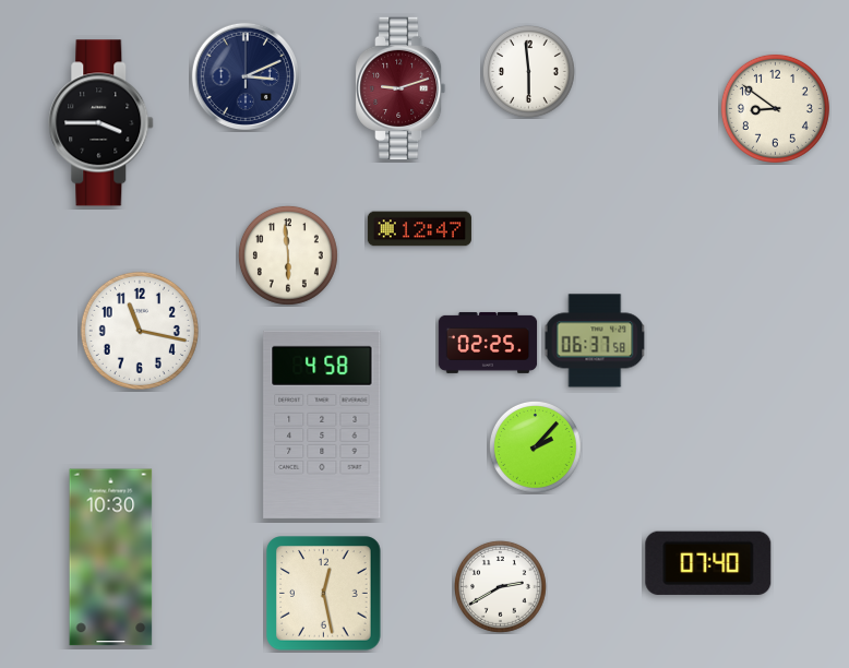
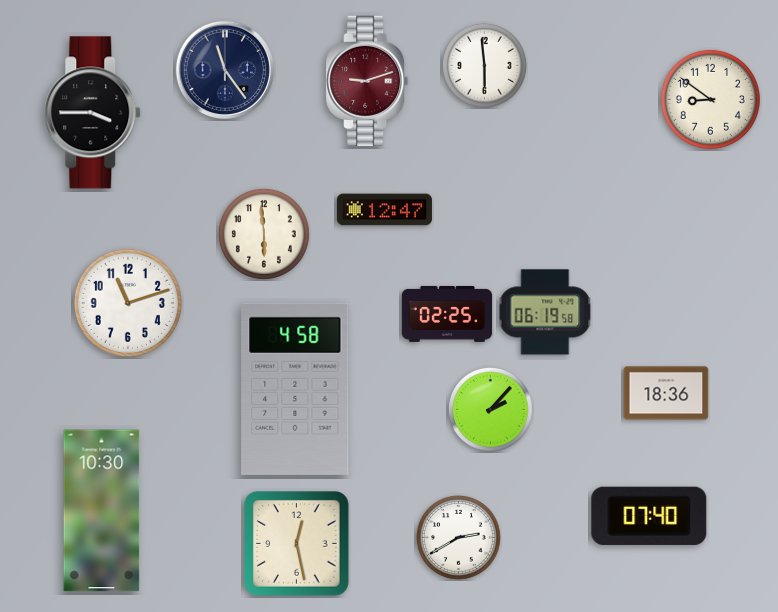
clock at (244, 75): 3:11 -> 11:24
clock at (140, 331): 11:17 -> 11:12
clock at (595, 341): 06:37 -> 06:19
clock at (666, 393): none -> 18:36
